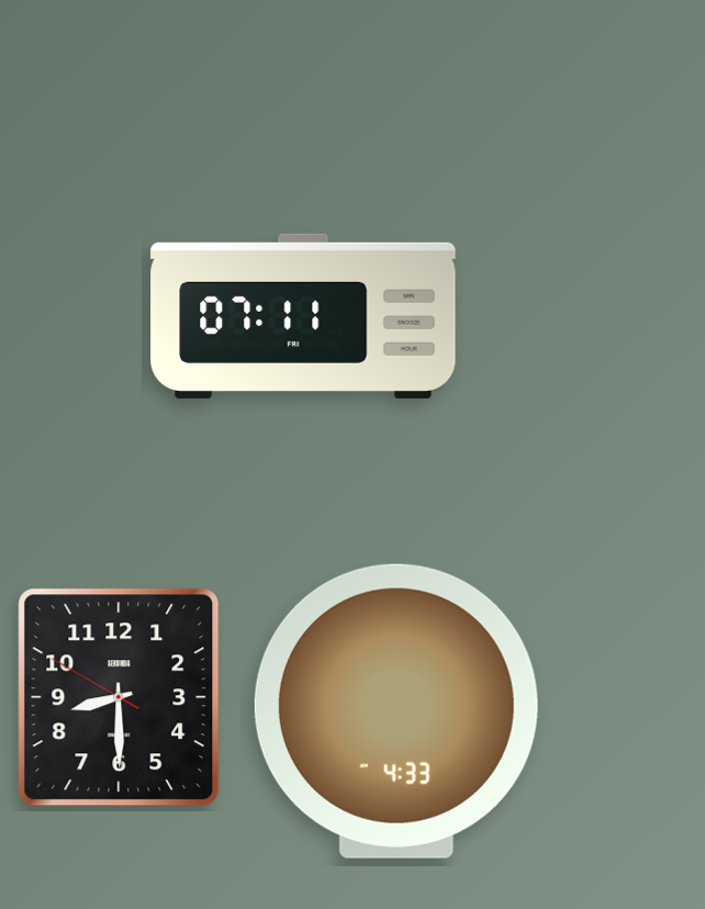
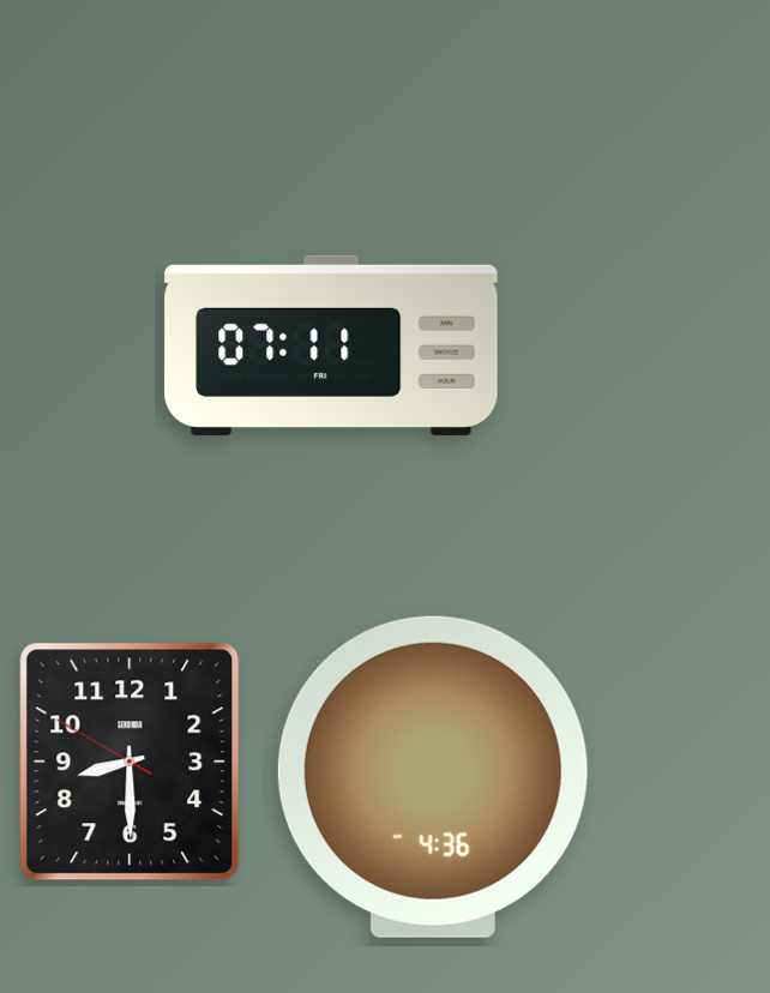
clock at (396, 711): 4:33 -> 4:36
